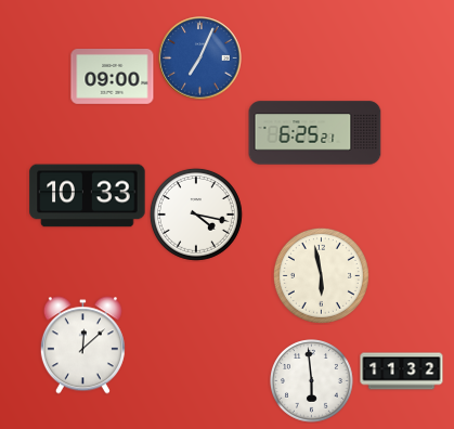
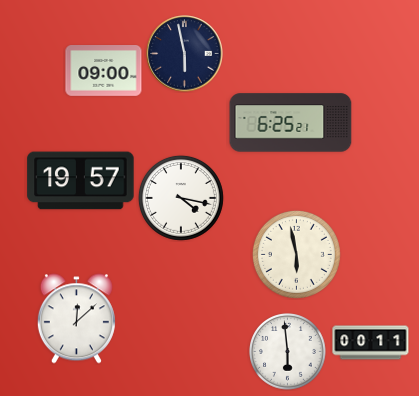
clock at (200, 58): 7:04 -> 5:58
clock at (200, 58) dial: blue -> navy
clock at (88, 196): 10:33 -> 19:57
clock at (402, 372): 11:32 -> 00:11
